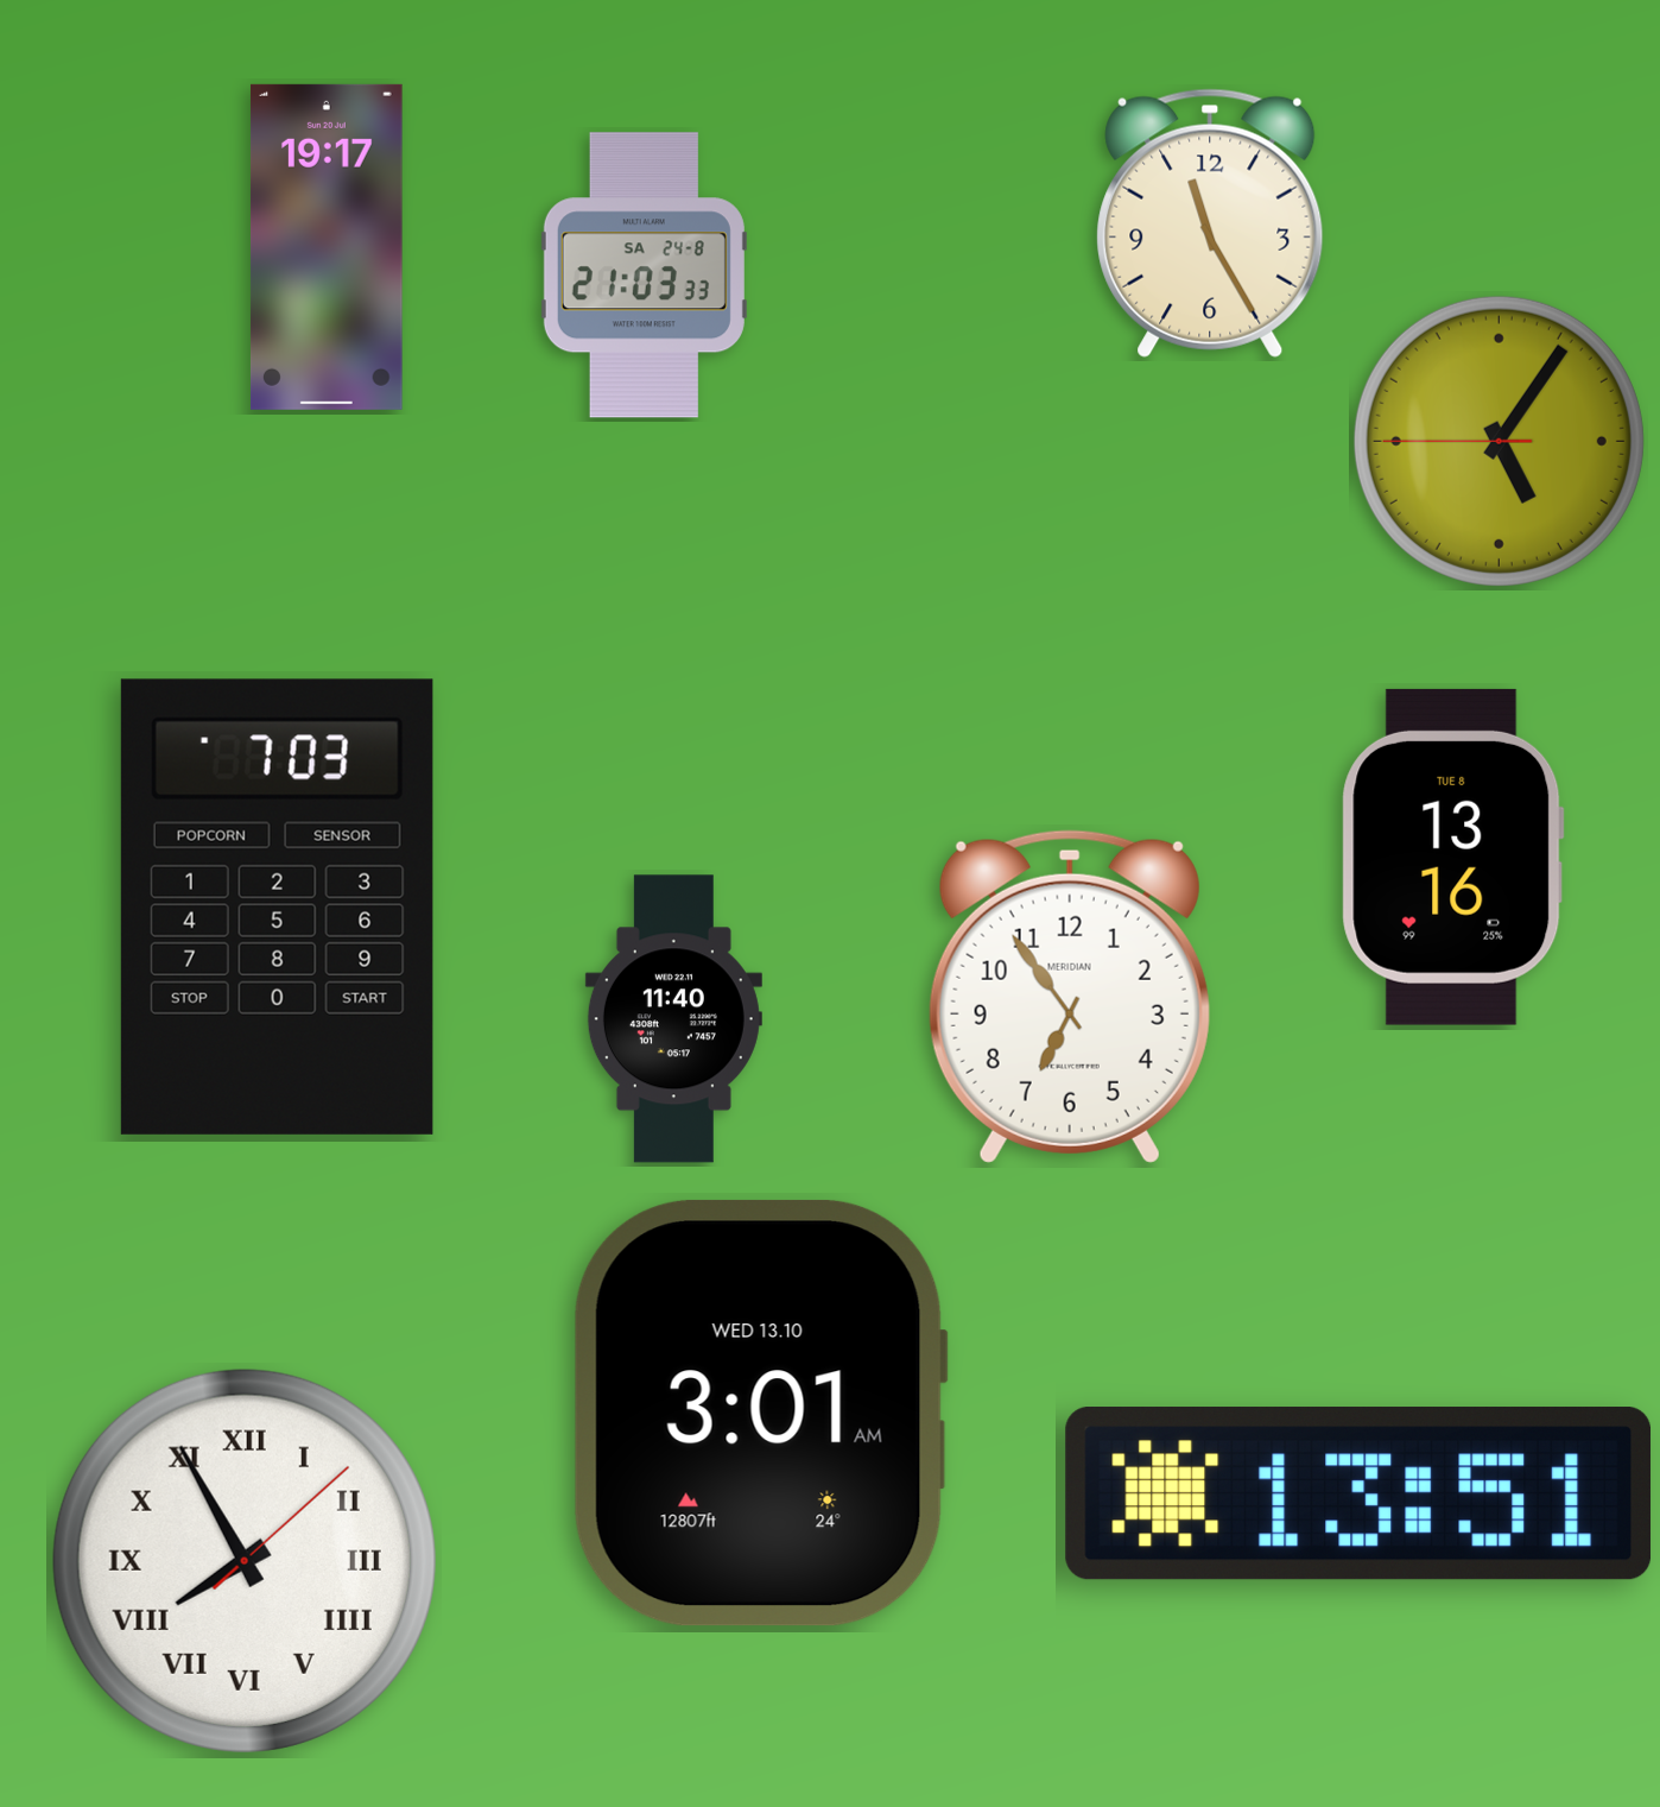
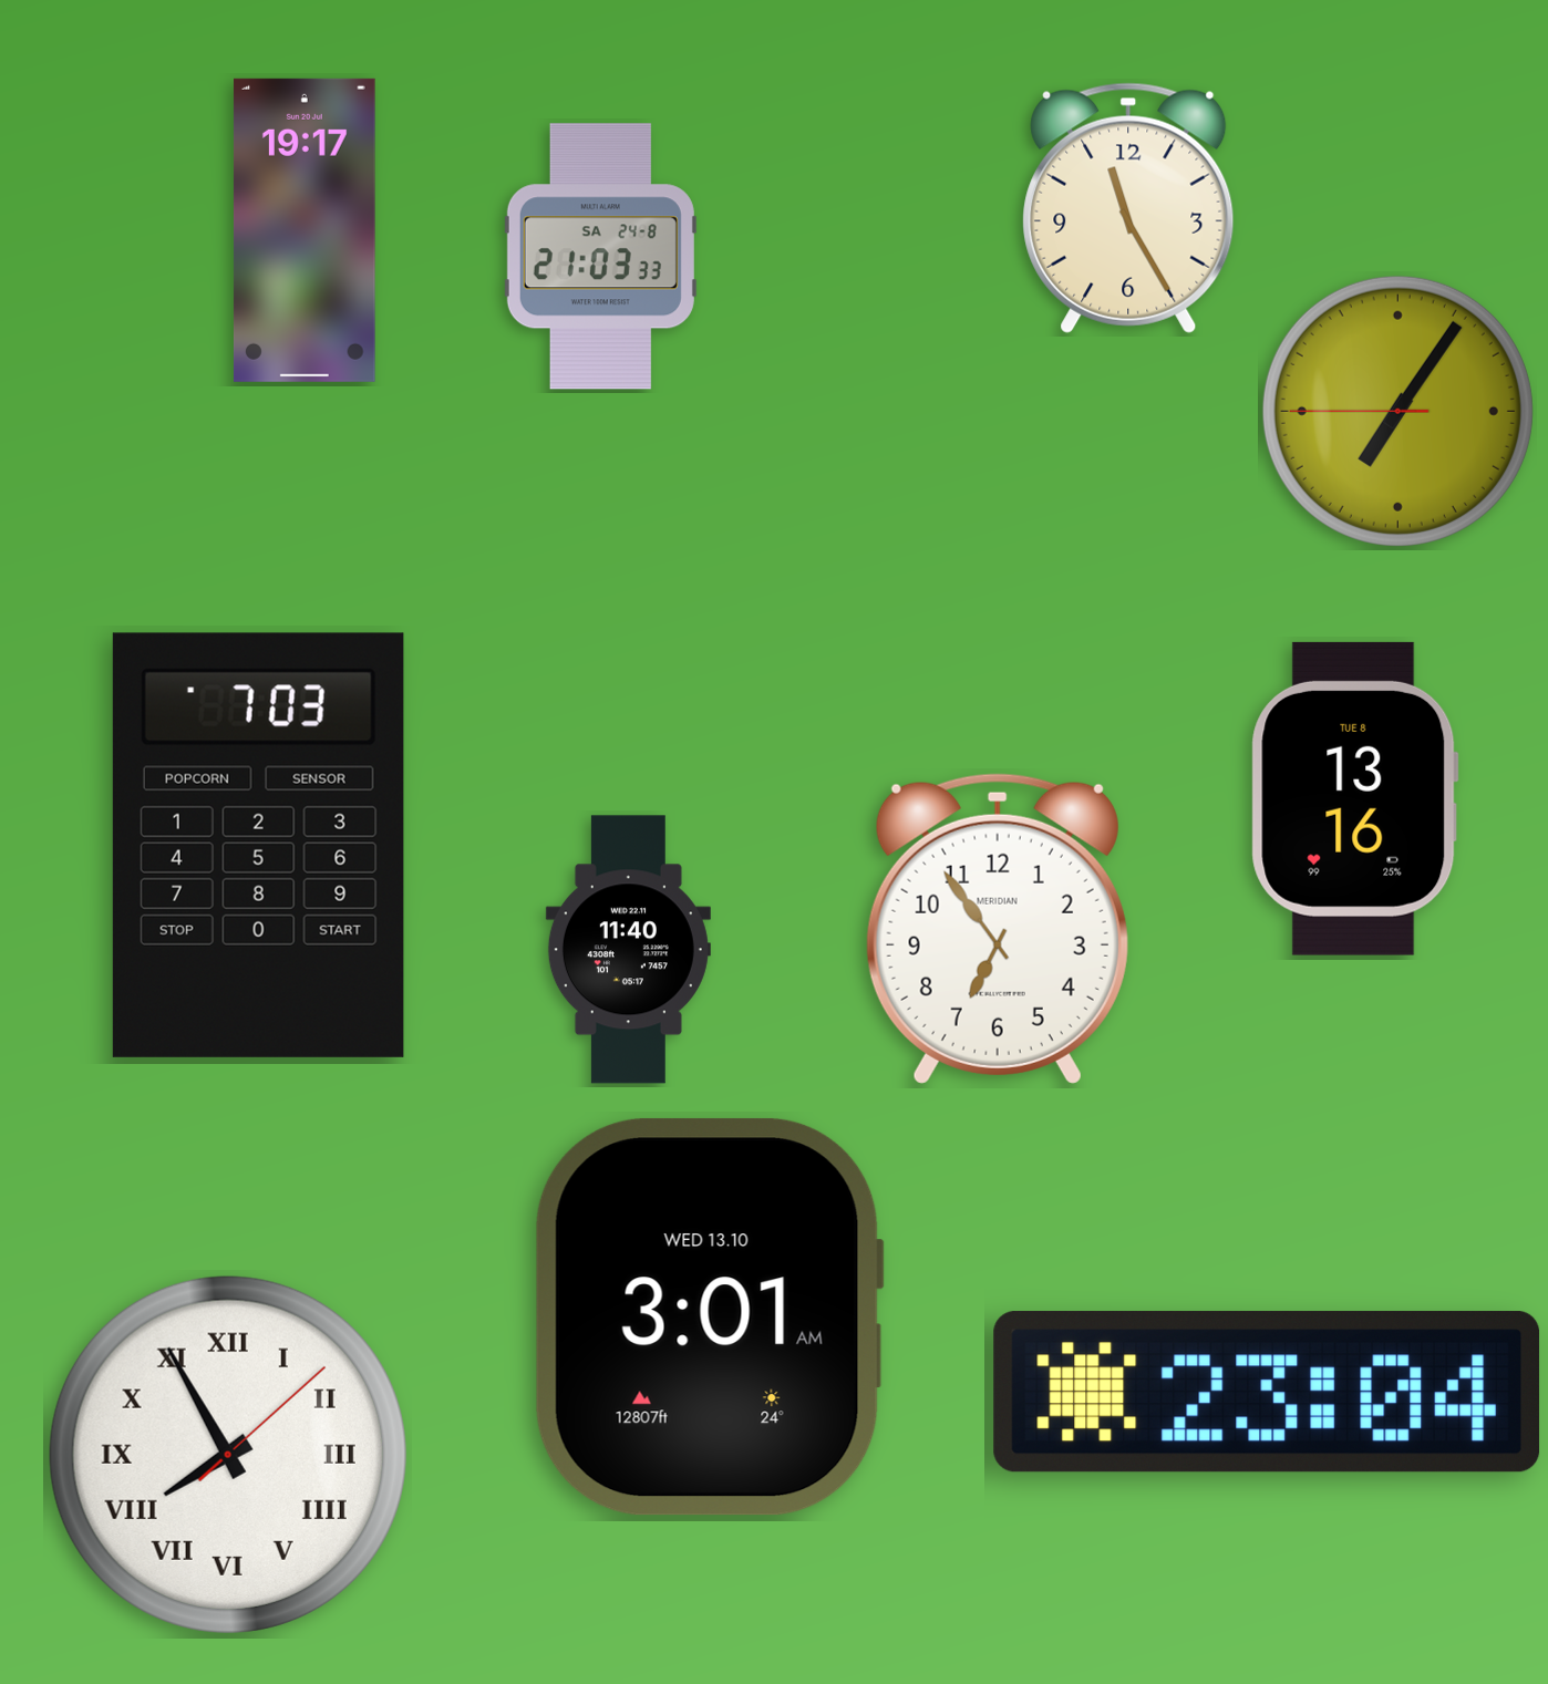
clock at (1499, 441): 5:05 -> 7:05
clock at (1358, 1493): 13:51 -> 23:04
